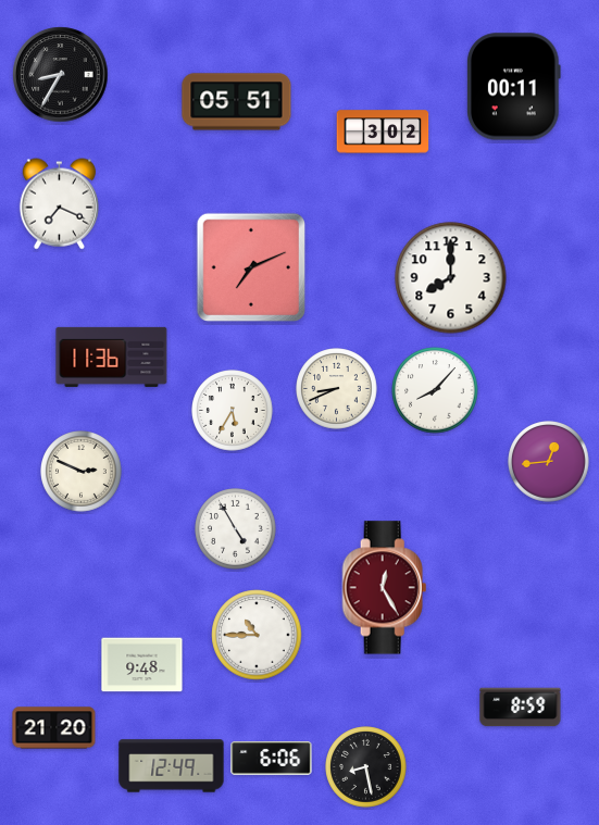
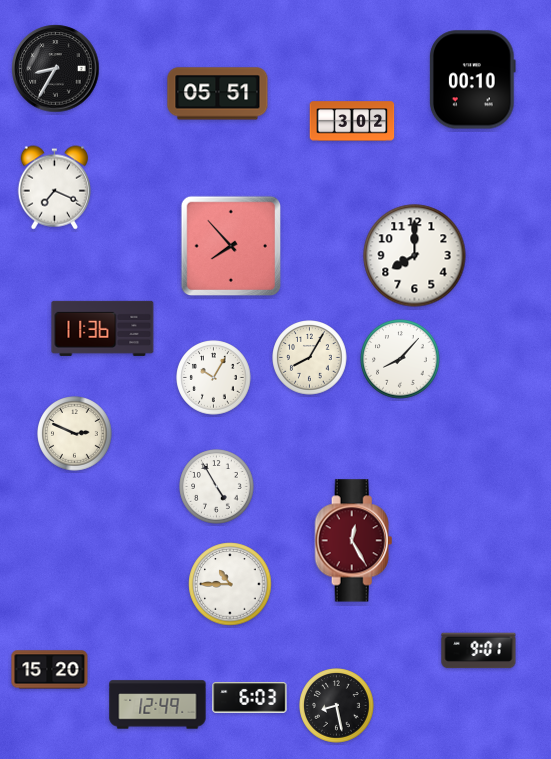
clock at (514, 87): 00:11 -> 00:10
clock at (250, 266): 7:11 -> 7:53
clock at (337, 389): 8:41 -> 8:05
clock at (233, 411): 5:35 -> 10:05
clock at (549, 462): 12:44 -> none
clock at (257, 635) position: (257, 635) -> (230, 584)
clock at (142, 665): 9:48 -> none
clock at (521, 708): 8:59 -> 9:01
clock at (54, 728): 21:20 -> 15:20
clock at (272, 759): 6:06 -> 6:03
